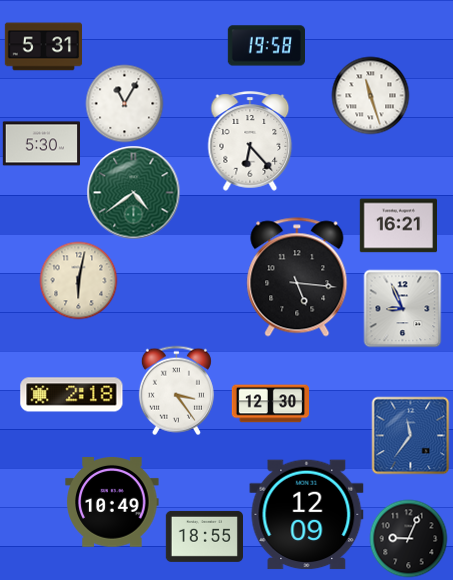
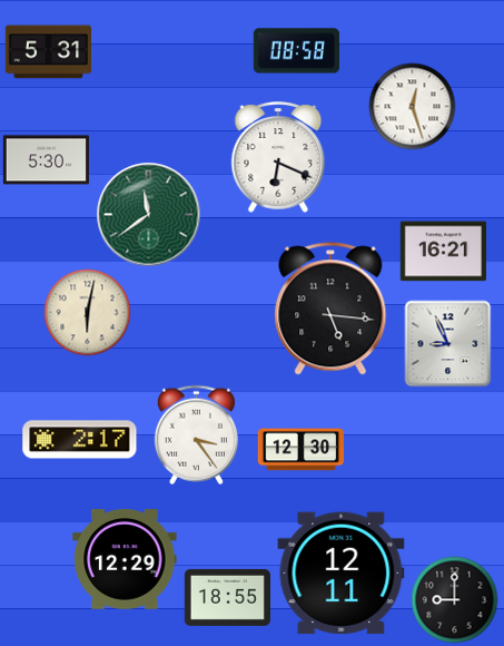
clock at (266, 46): 19:58 -> 08:58
clock at (370, 95): 11:27 -> 12:27
clock at (124, 103): 11:05 -> none
clock at (250, 141): 6:23 -> 6:19
clock at (133, 192): 4:39 -> 11:39
clock at (72, 395): 2:18 -> 2:17
clock at (410, 435): 11:36 -> none
clock at (112, 503): 10:49 -> 12:29
clock at (307, 515): 12:09 -> 12:11
clock at (408, 538): 9:04 -> 9:00
